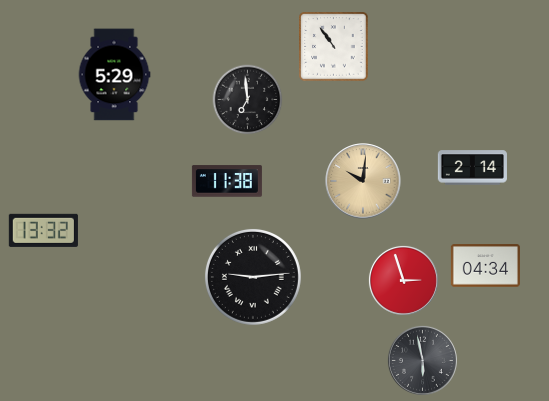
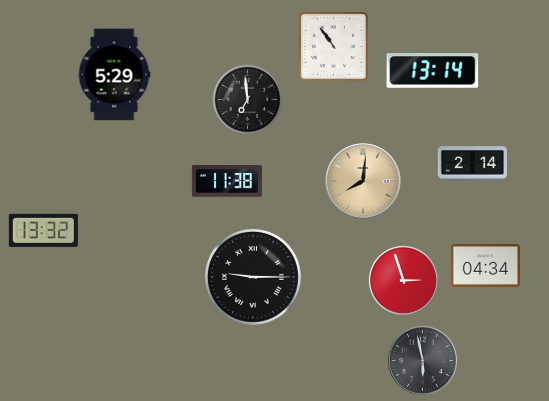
clock at (433, 71): none -> 13:14
clock at (472, 168) position: (472, 168) -> (472, 164)
clock at (363, 181): 10:01 -> 8:01
clock at (253, 277): 9:14 -> 9:15
